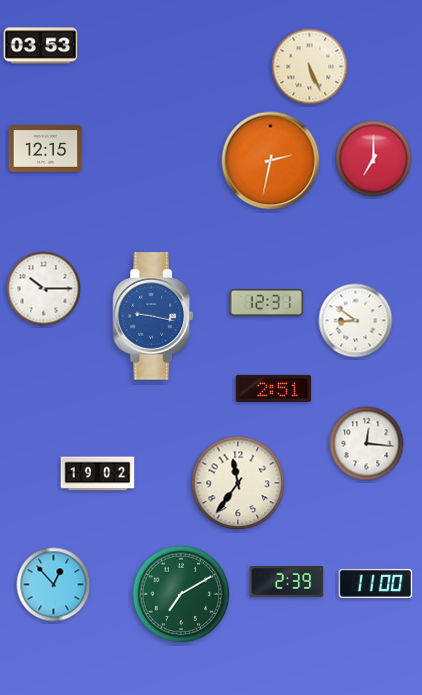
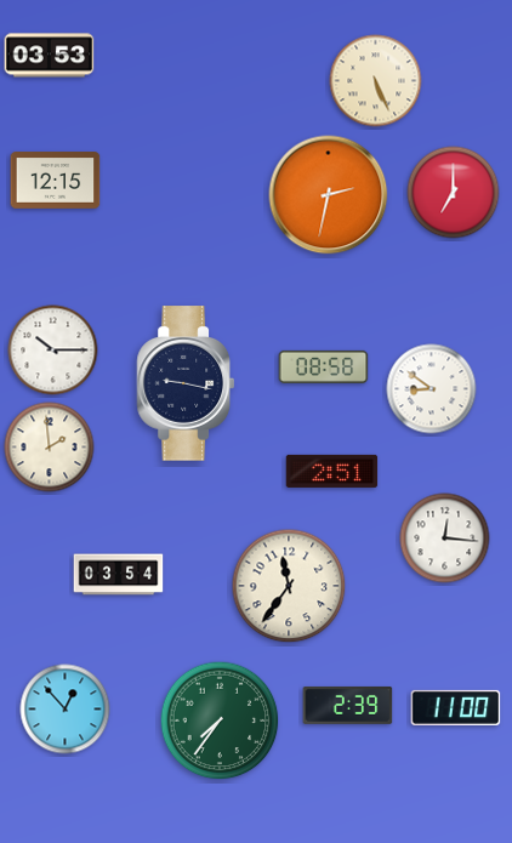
clock at (267, 302): 12:31 -> 08:58
clock at (152, 316) dial: blue -> navy
clock at (50, 448): none -> 1:59
clock at (98, 474): 19:02 -> 03:54
clock at (181, 594): 7:10 -> 7:36
